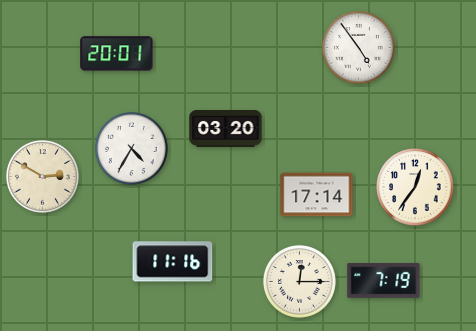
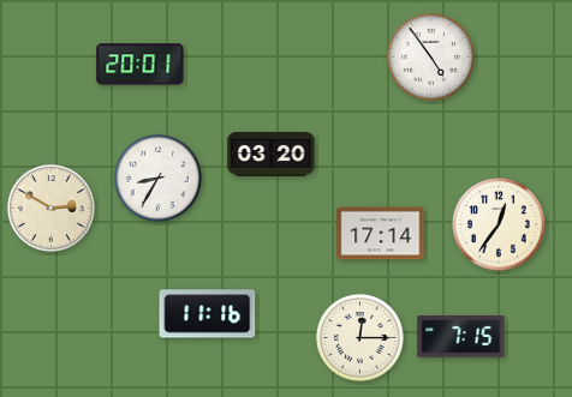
clock at (131, 148): 4:35 -> 8:35
clock at (42, 176) position: (42, 176) -> (50, 207)
clock at (384, 281): 7:19 -> 7:15
